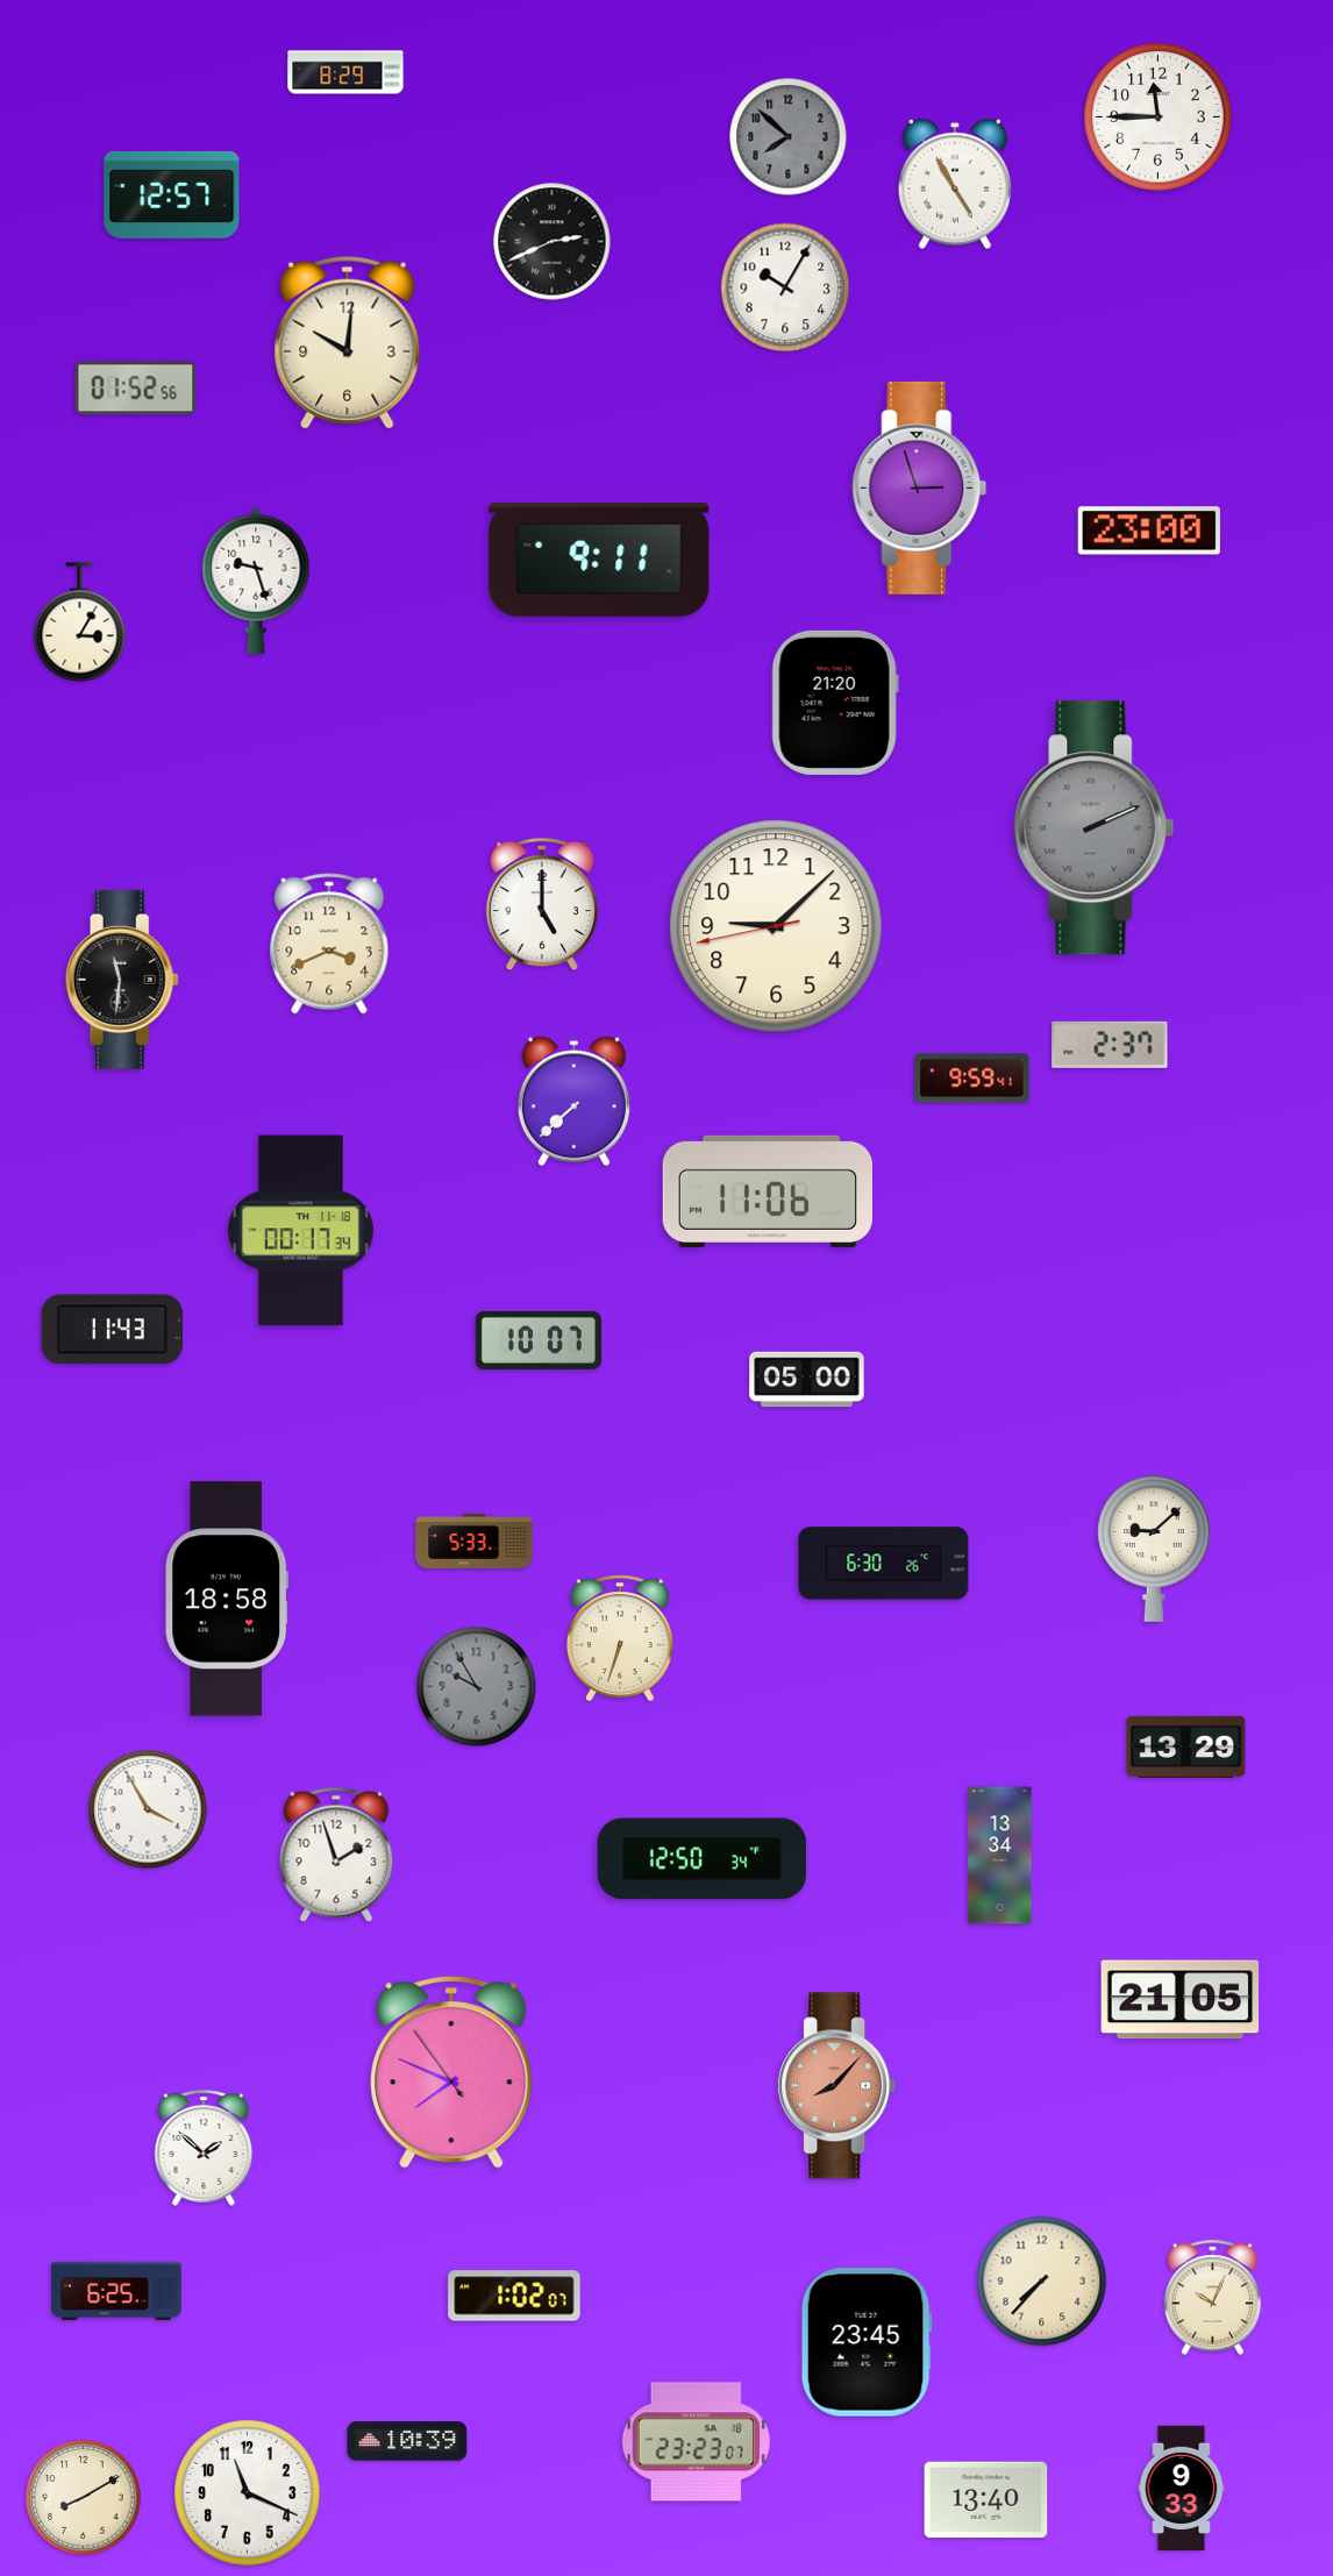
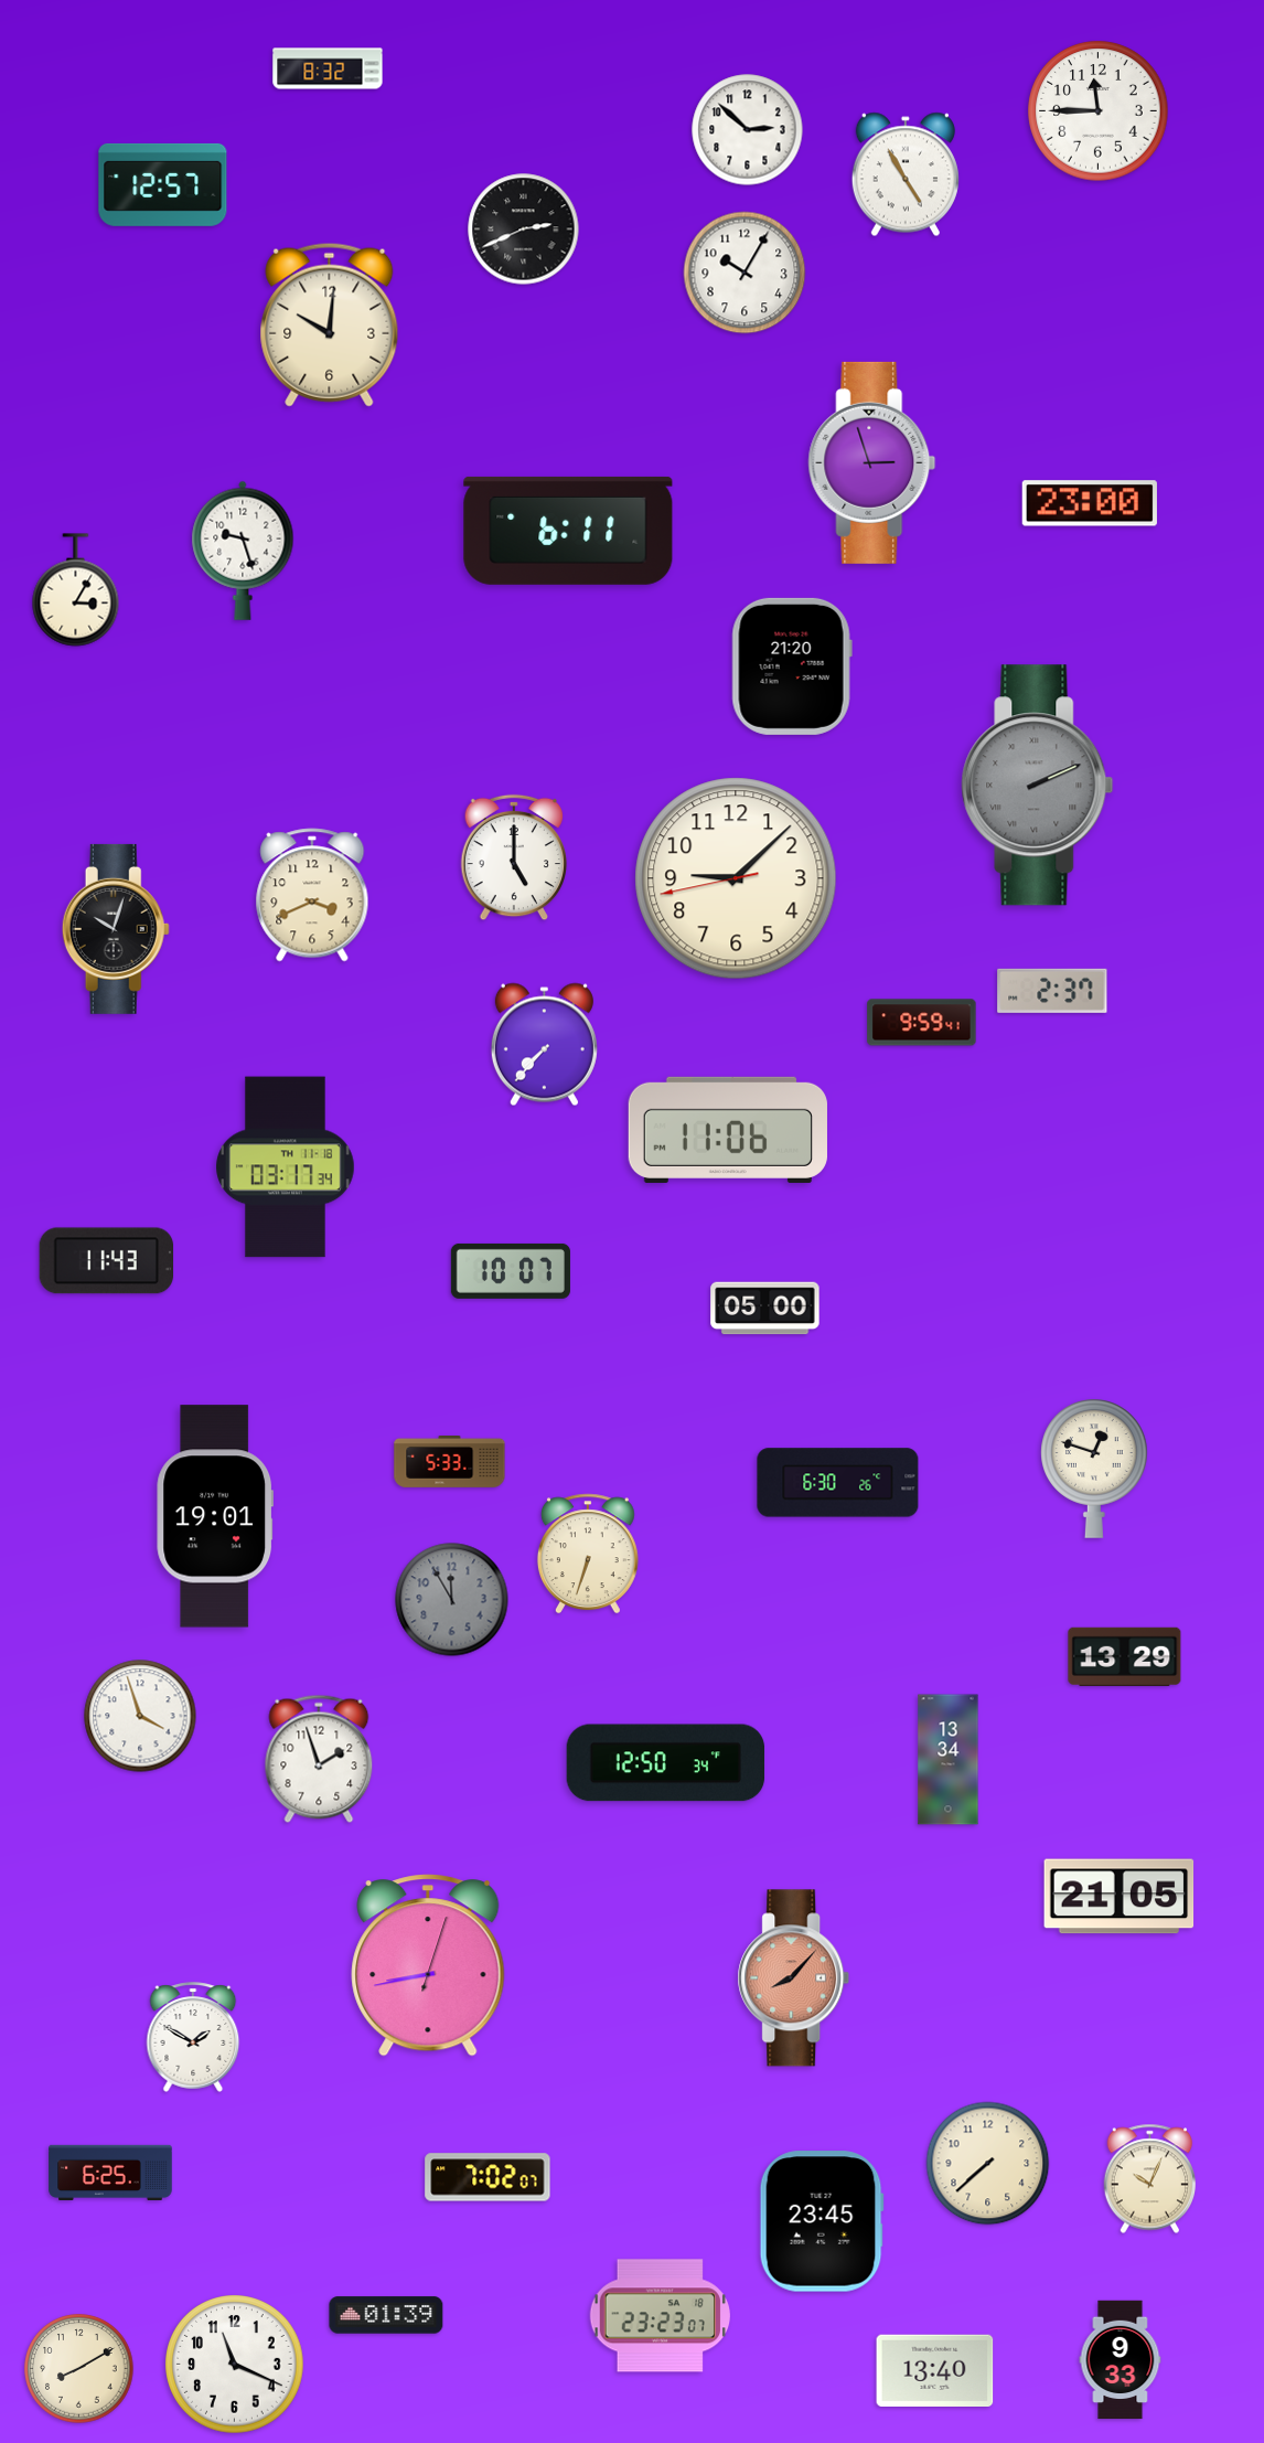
clock at (345, 72): 8:29 -> 8:32
clock at (789, 137): 7:52 -> 2:52
clock at (789, 137) dial: grey -> white
clock at (136, 389): 01:52 -> none
clock at (599, 560): 9:11 -> 6:11
clock at (122, 980): 11:31 -> 10:03
clock at (573, 1102): 7:38 -> 7:37
clock at (301, 1231): 00:17 -> 03:17
clock at (1154, 1549): 9:08 -> 12:48
clock at (226, 1599): 18:58 -> 19:01
clock at (477, 1687): 9:55 -> 11:55
clock at (148, 1809): 3:55 -> 3:57
clock at (451, 2072): 7:48 -> 8:43
clock at (204, 2148): 1:52 -> 1:50
clock at (1042, 2282): 7:37 -> 7:38
clock at (514, 2296): 1:02 -> 7:02
clock at (407, 2441): 10:39 -> 01:39
